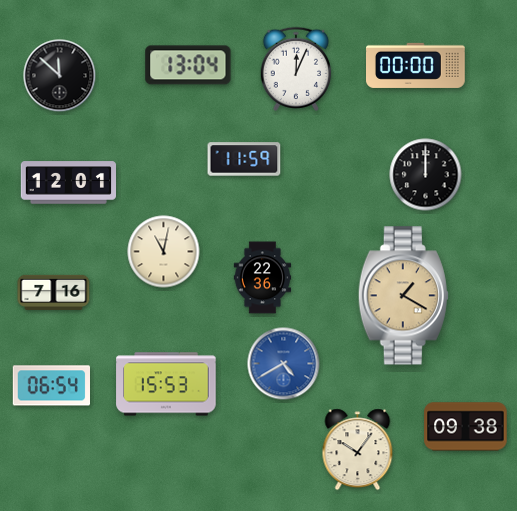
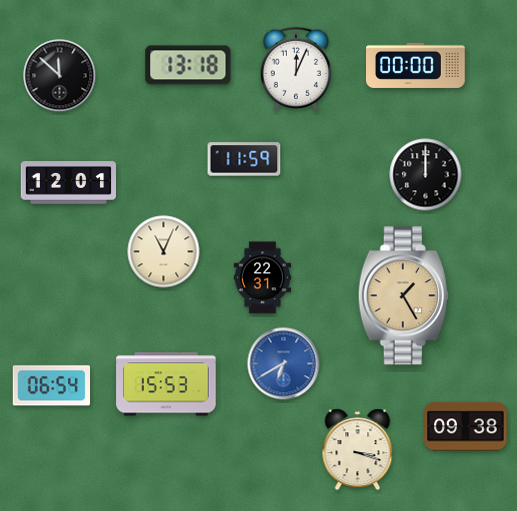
clock at (188, 65): 13:04 -> 13:18
clock at (164, 252): 11:02 -> 11:04
clock at (263, 278): 22:36 -> 22:31
clock at (54, 292): 7:16 -> none
clock at (403, 296): 1:20 -> 1:25
clock at (284, 364): 4:40 -> 6:40
clock at (358, 450): 10:06 -> 3:18
